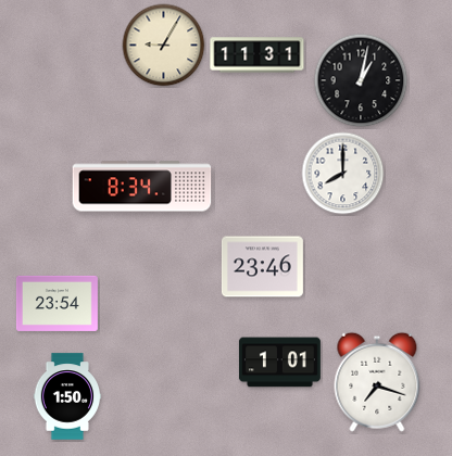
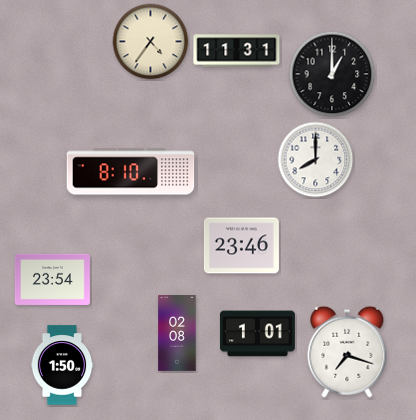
clock at (164, 46): 9:05 -> 4:36
clock at (361, 80): 1:02 -> 1:00
clock at (142, 187): 8:34 -> 8:10
clock at (177, 334): none -> 02:08
